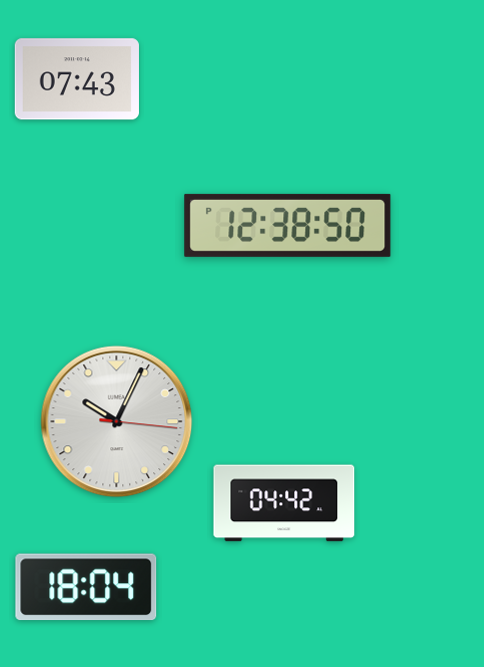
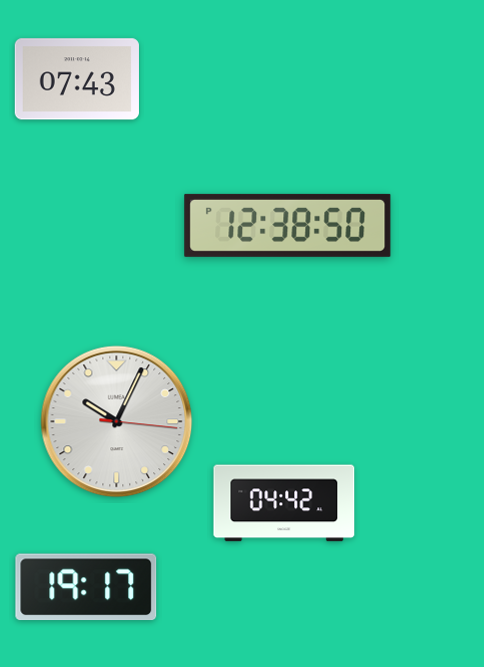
clock at (86, 587): 18:04 -> 19:17
